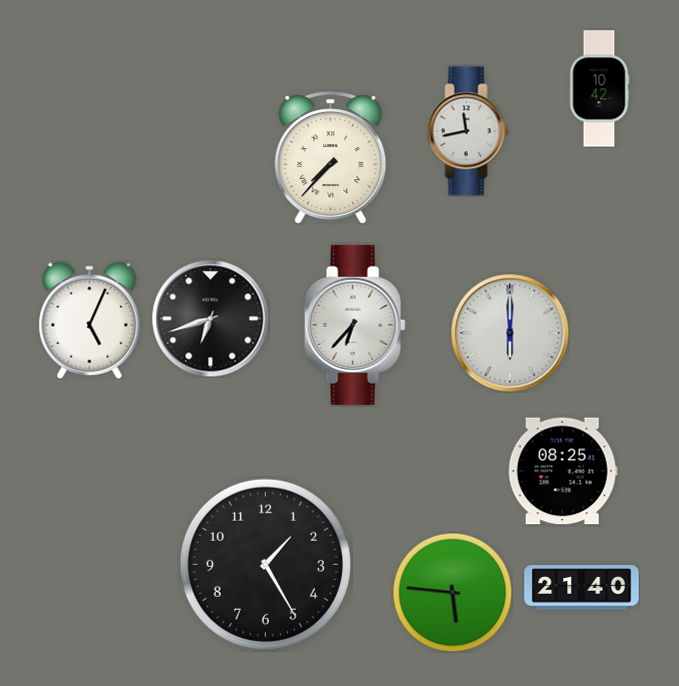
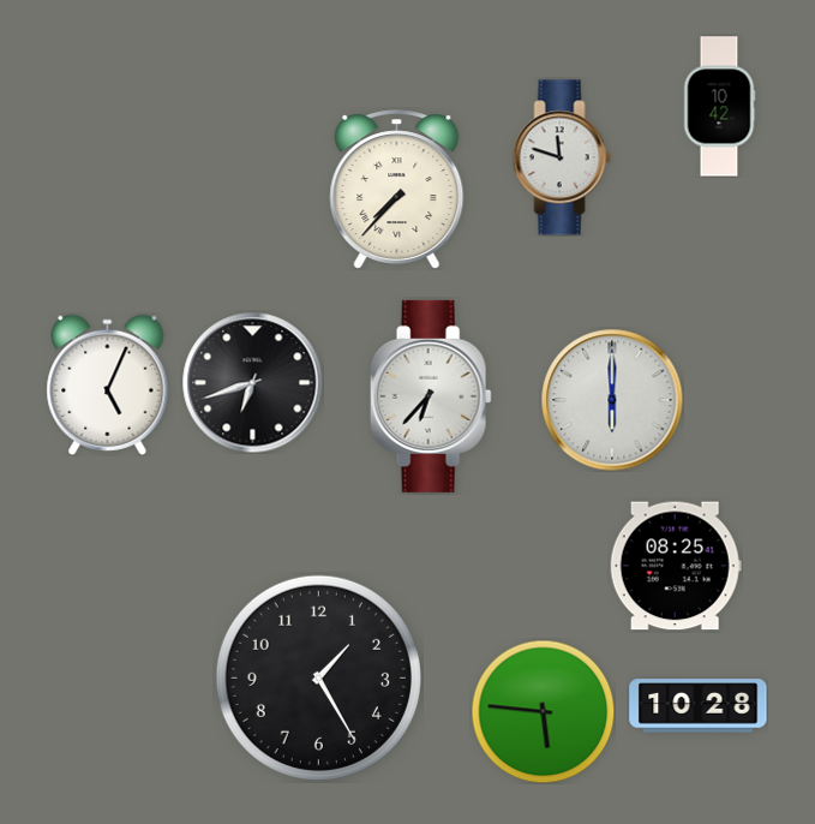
clock at (468, 131): 11:43 -> 11:48
clock at (355, 325) position: (355, 325) -> (431, 396)
clock at (582, 588): 21:40 -> 10:28
